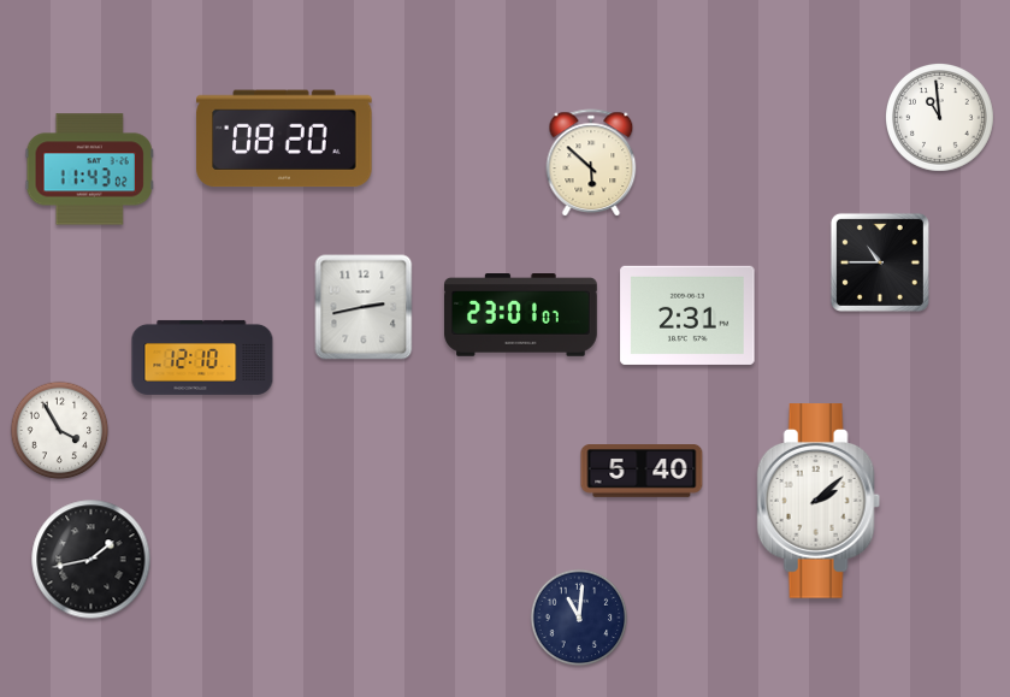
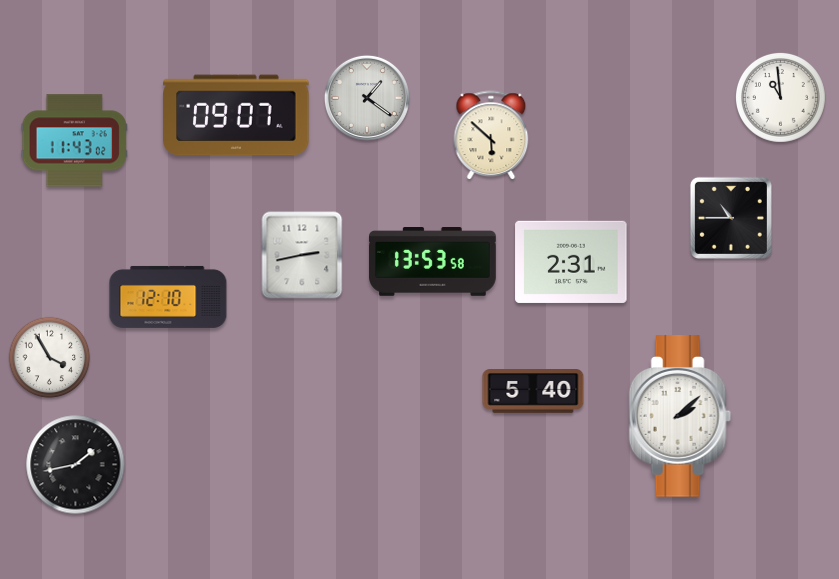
clock at (367, 98): none -> 1:21
clock at (284, 138): 08:20 -> 09:07
clock at (521, 315): 23:01 -> 13:53
clock at (579, 618): 11:01 -> none
